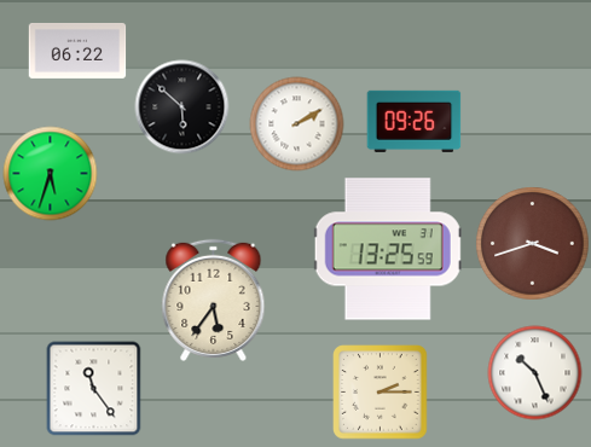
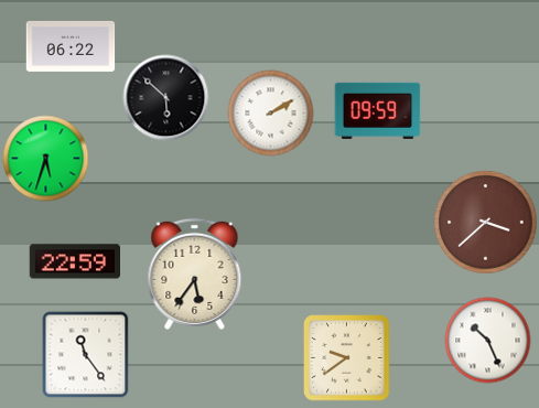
clock at (413, 121): 09:26 -> 09:59
clock at (532, 243): 3:42 -> 3:38
clock at (388, 249): 13:25 -> none
clock at (74, 261): none -> 22:59
clock at (379, 391): 2:15 -> 9:39
